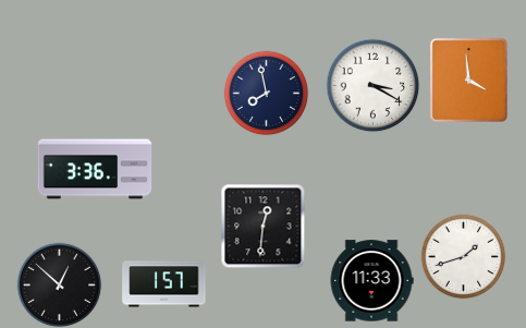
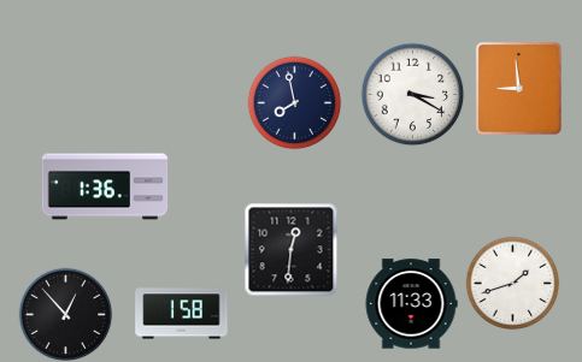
clock at (468, 80): 3:59 -> 8:59
clock at (95, 169): 3:36 -> 1:36
clock at (371, 281) position: (371, 281) -> (411, 304)
clock at (59, 284): 12:52 -> 12:53
clock at (164, 284): 1:57 -> 1:58
